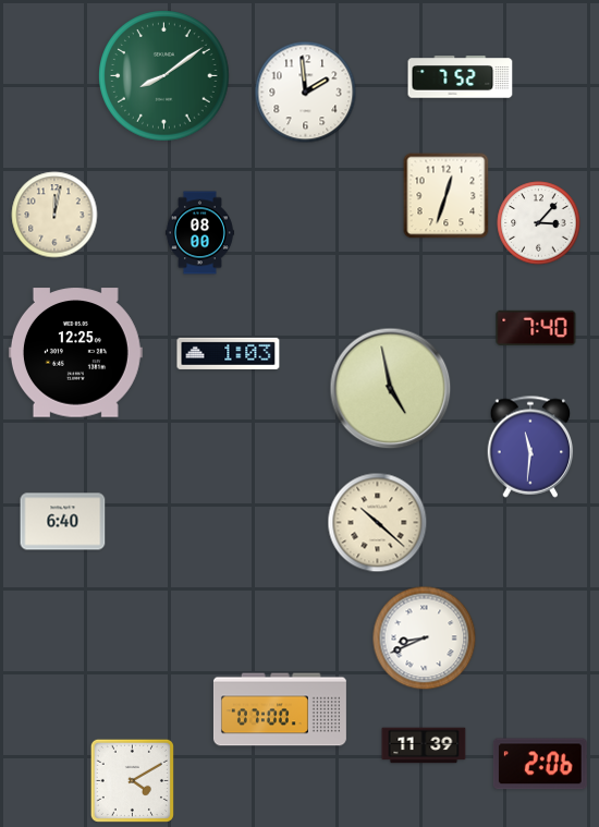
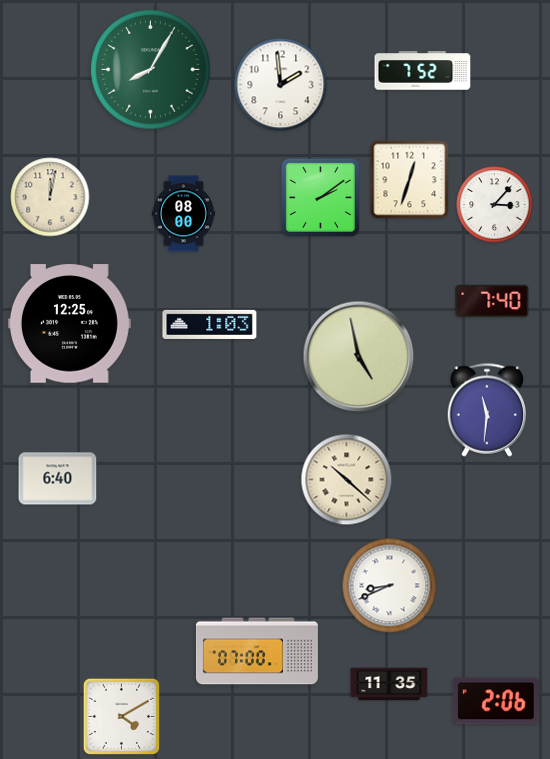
clock at (164, 76): 8:09 -> 8:05
clock at (320, 197): none -> 2:09
clock at (424, 745): 11:39 -> 11:35
